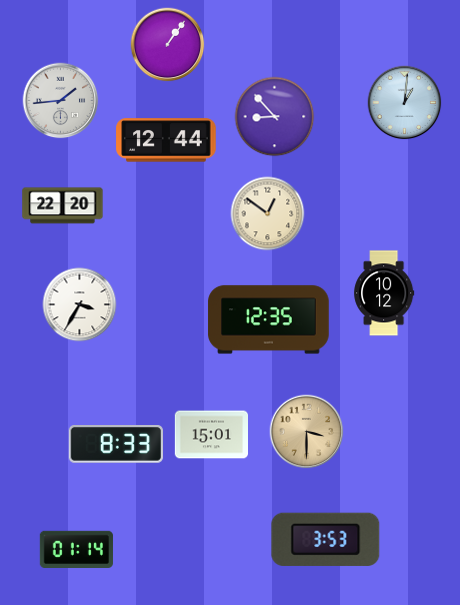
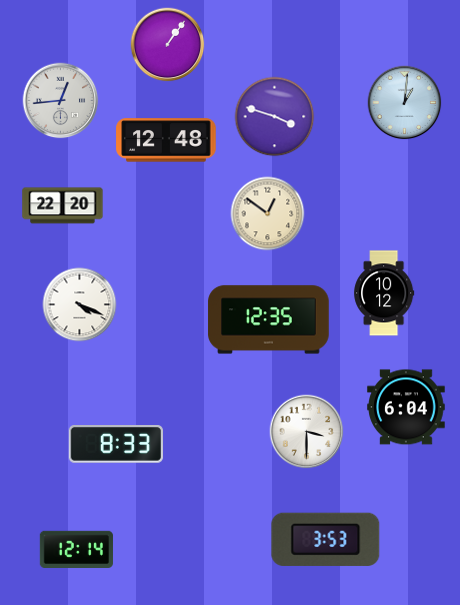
clock at (61, 101): 1:44 -> 12:44
clock at (275, 117): 8:53 -> 3:48
clock at (166, 140): 12:44 -> 12:48
clock at (80, 305): 3:35 -> 4:19
clock at (406, 407): none -> 6:04
clock at (307, 432) dial: champagne -> white
clock at (211, 435): 15:01 -> none
clock at (76, 549): 01:14 -> 12:14
